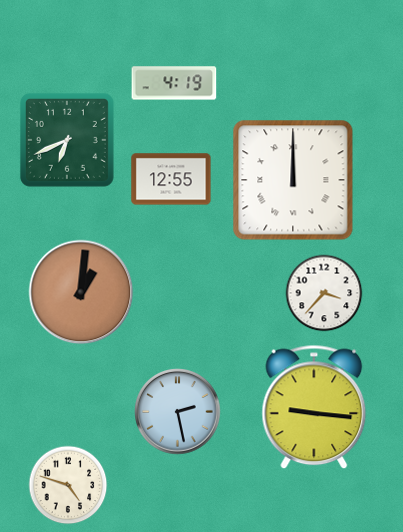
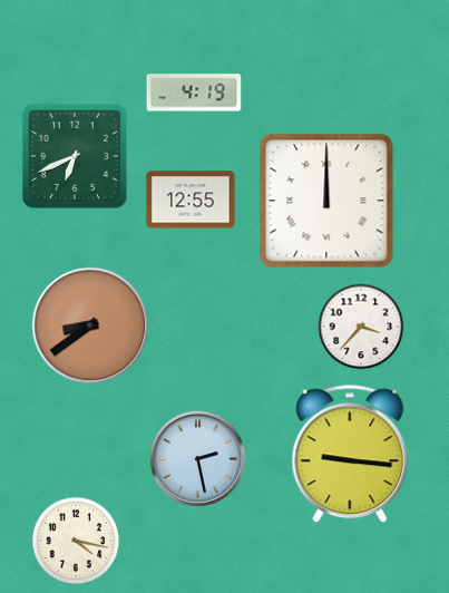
clock at (81, 292): 1:01 -> 8:39
clock at (68, 485): 4:48 -> 4:17
